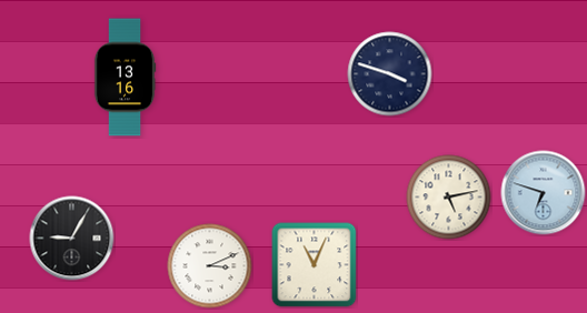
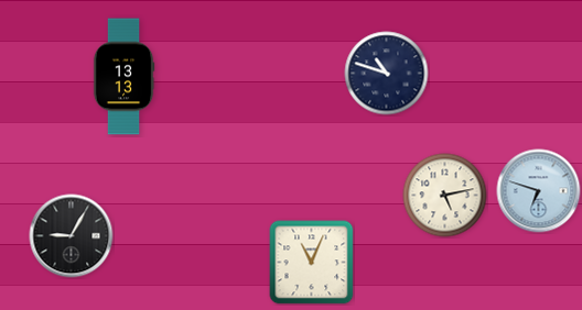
clock at (390, 74): 3:48 -> 10:48
clock at (125, 78): 13:16 -> 13:13
clock at (210, 266): 3:11 -> none
